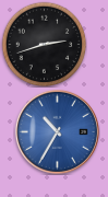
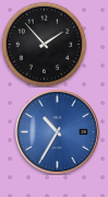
clock at (44, 44): 2:42 -> 1:53
